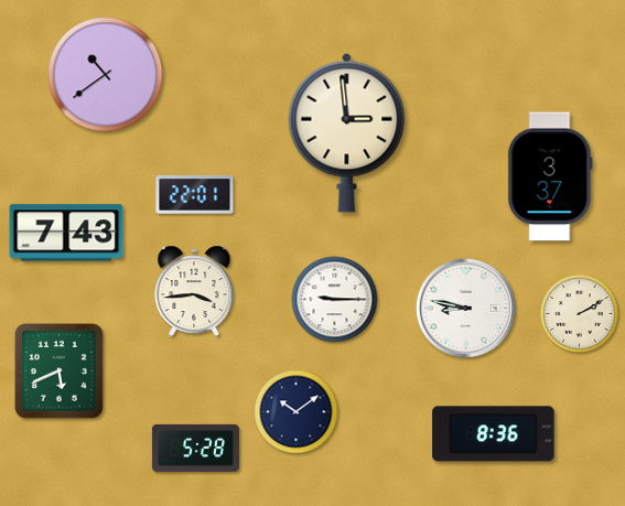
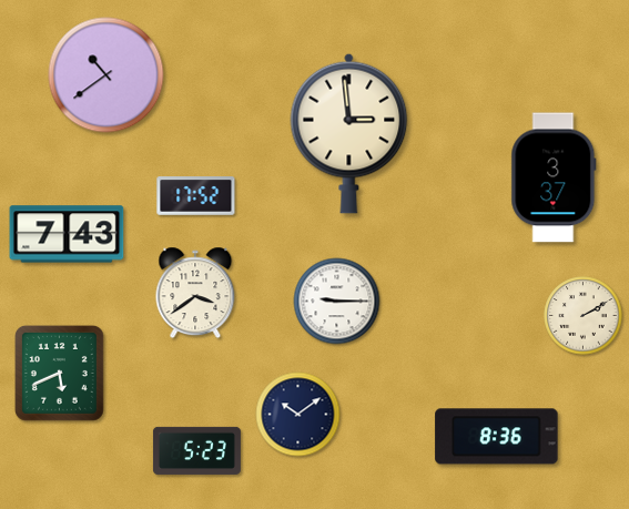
clock at (195, 195): 22:01 -> 17:52
clock at (194, 291): 3:44 -> 3:39
clock at (465, 308): 8:47 -> none
clock at (195, 448): 5:28 -> 5:23
